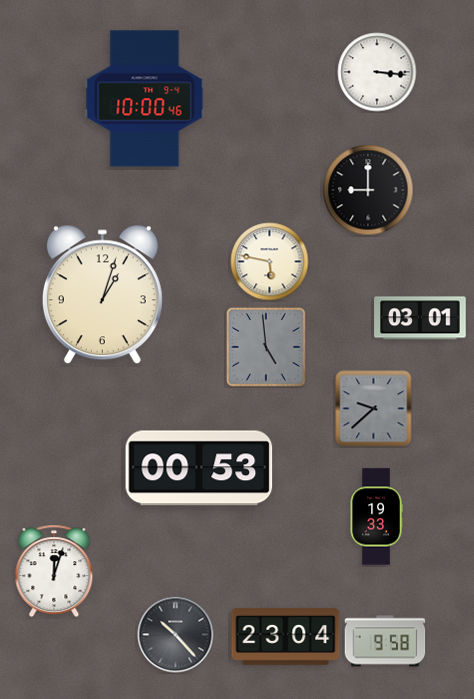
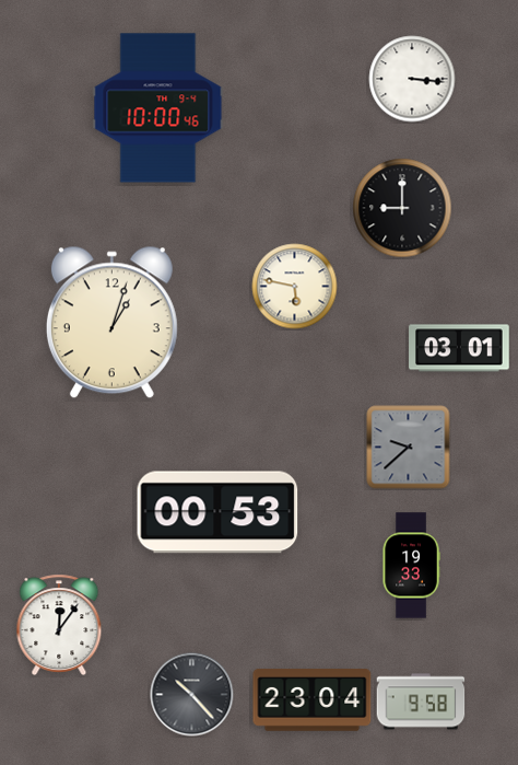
clock at (267, 348): 4:59 -> none
clock at (54, 571): 12:03 -> 12:06
clock at (286, 637) position: (286, 637) -> (313, 700)
